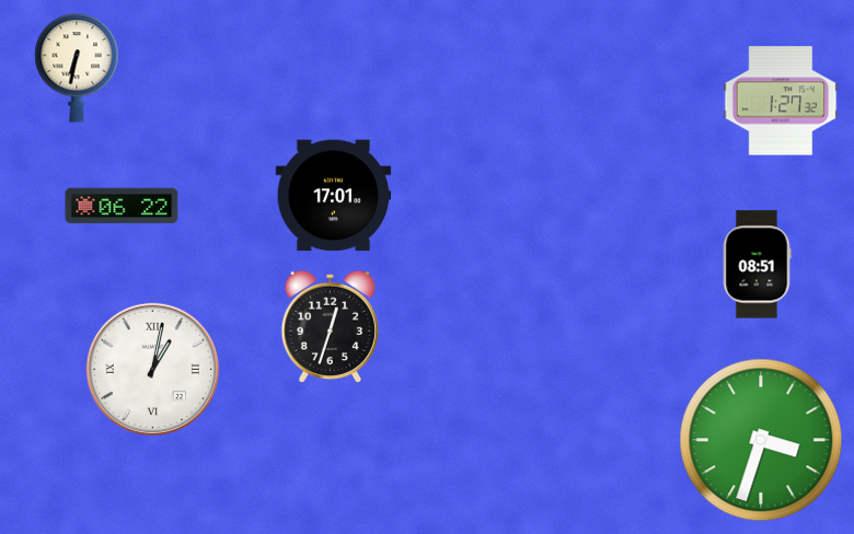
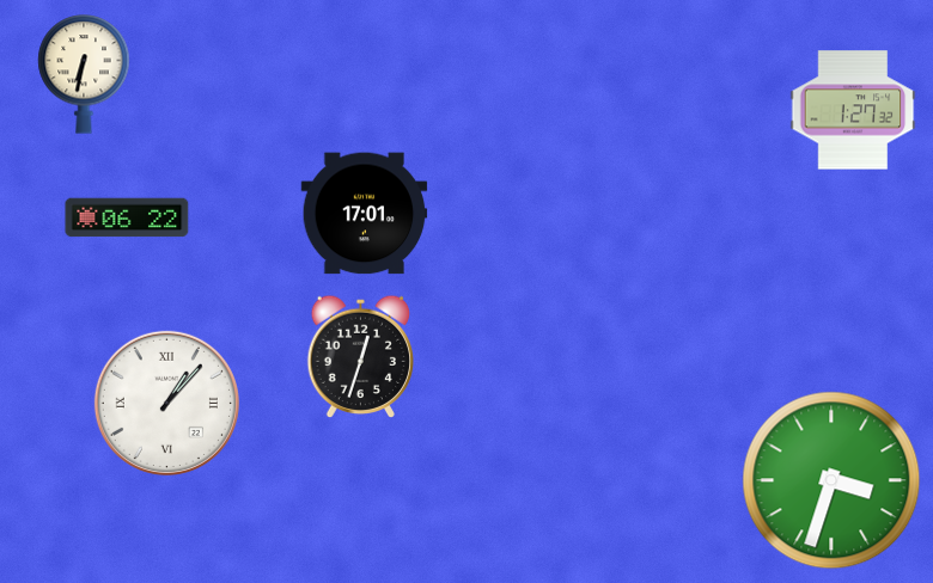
clock at (122, 206) position: (122, 206) -> (127, 217)
clock at (757, 265): 08:51 -> none
clock at (152, 369): 1:02 -> 1:07
